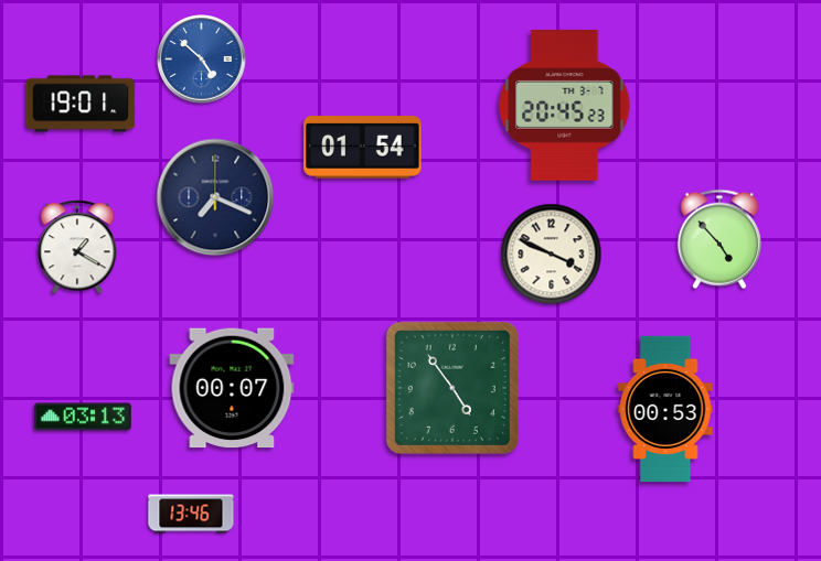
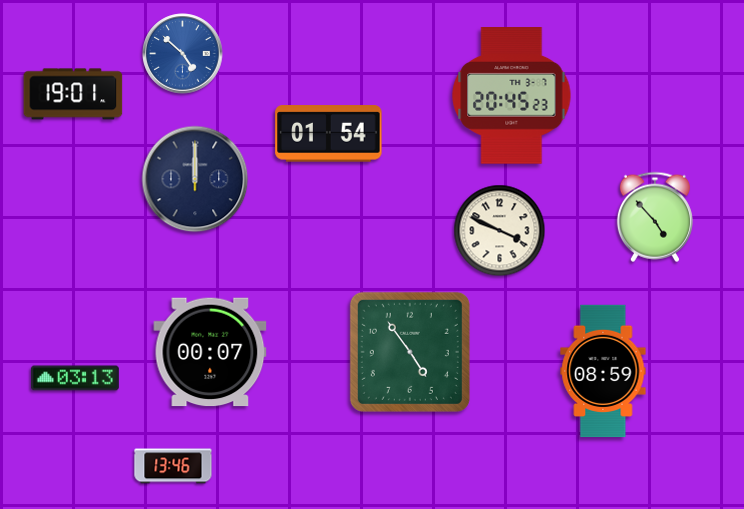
clock at (215, 197): 7:19 -> 12:00
clock at (719, 239) position: (719, 239) -> (655, 217)
clock at (77, 247): 1:20 -> none
clock at (665, 409): 00:53 -> 08:59
